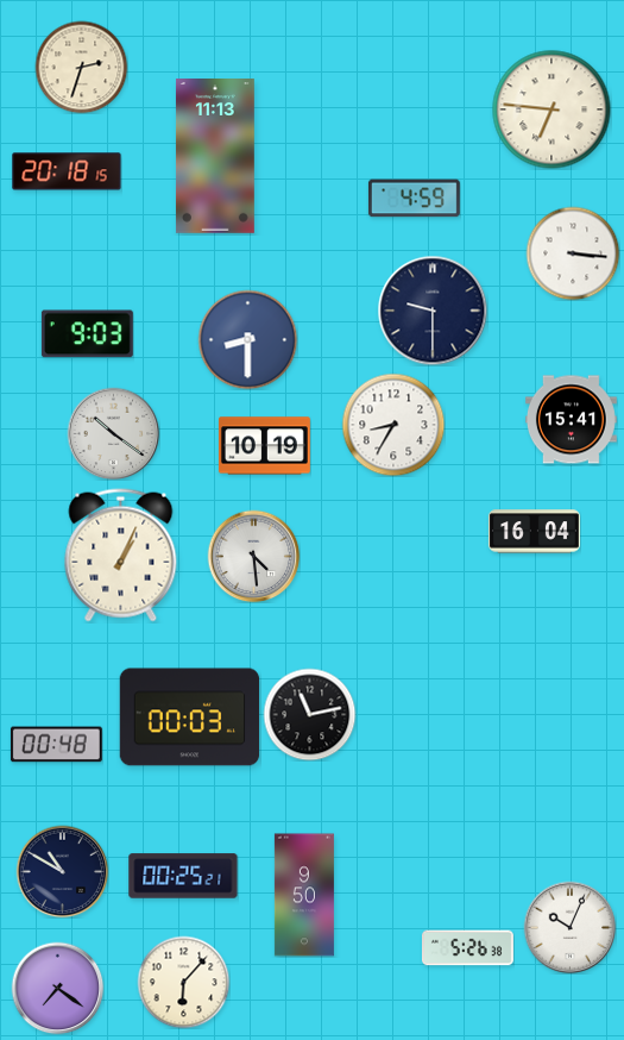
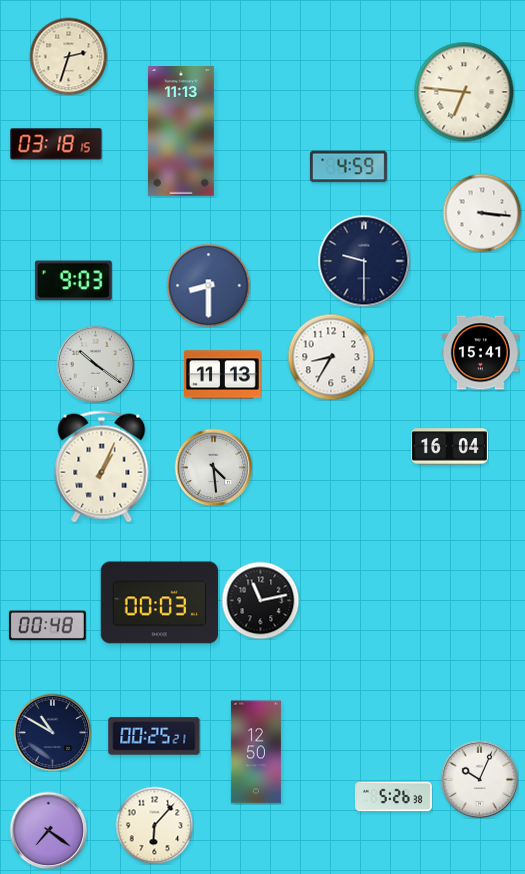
clock at (67, 171): 20:18 -> 03:18
clock at (264, 446): 10:19 -> 11:13
clock at (304, 895): 9:50 -> 12:50
